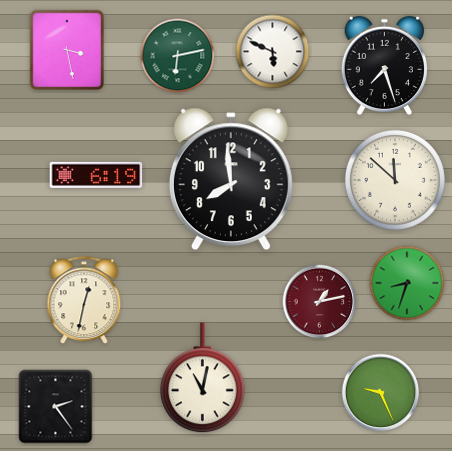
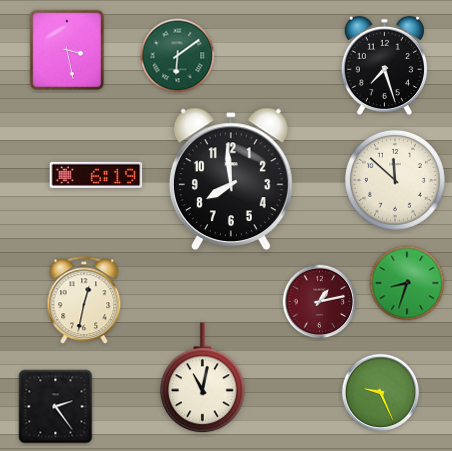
clock at (273, 52): 5:49 -> none
clock at (178, 56): 6:13 -> 6:09
